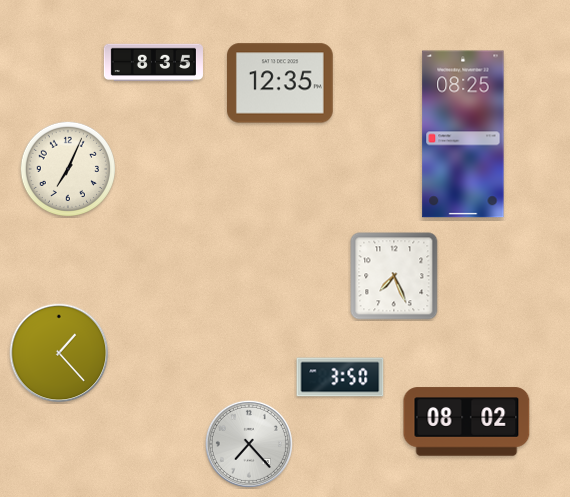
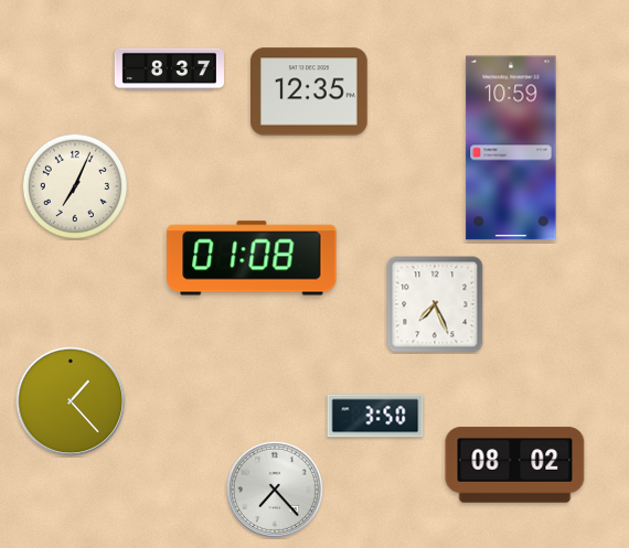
clock at (153, 63): 8:35 -> 8:37
clock at (463, 134): 08:25 -> 10:59
clock at (252, 258): none -> 01:08
clock at (59, 353) position: (59, 353) -> (71, 401)
